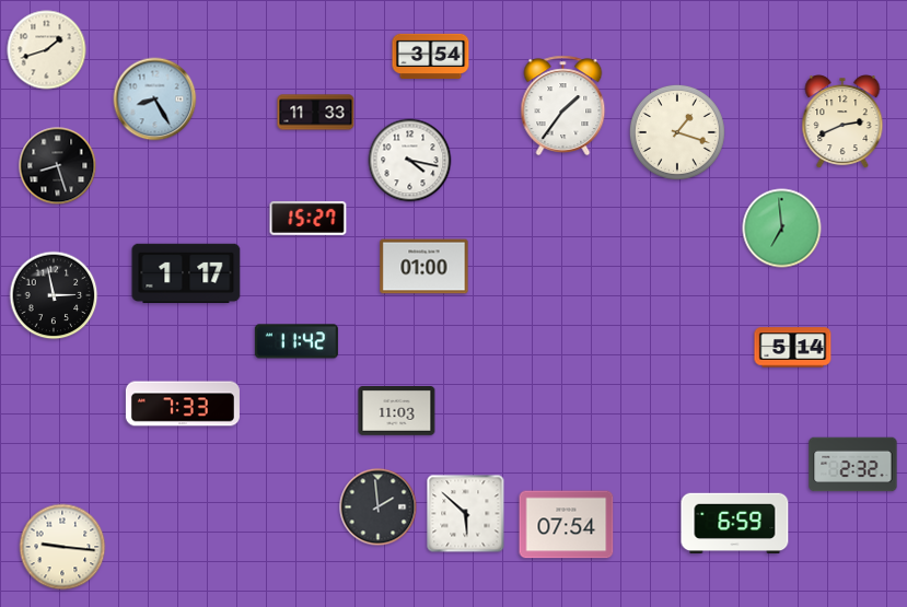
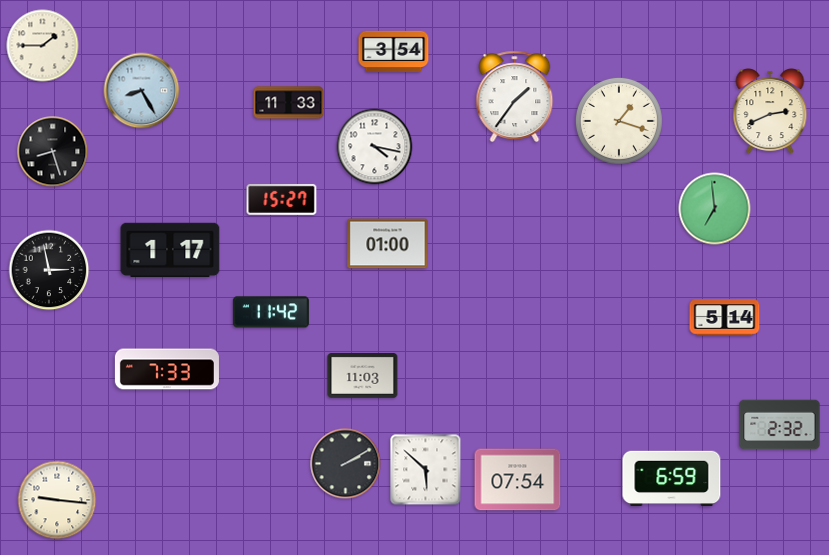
clock at (47, 50): 1:42 -> 1:45
clock at (379, 507): 1:59 -> 2:10
